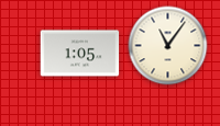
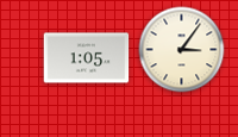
clock at (168, 46): 11:06 -> 3:06
